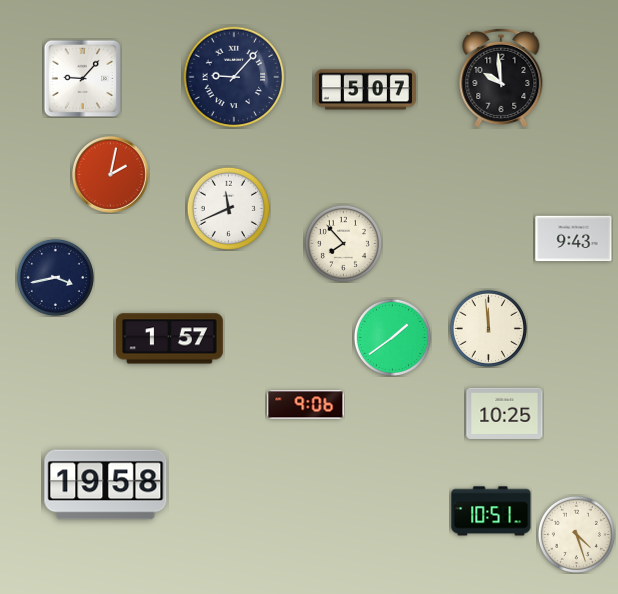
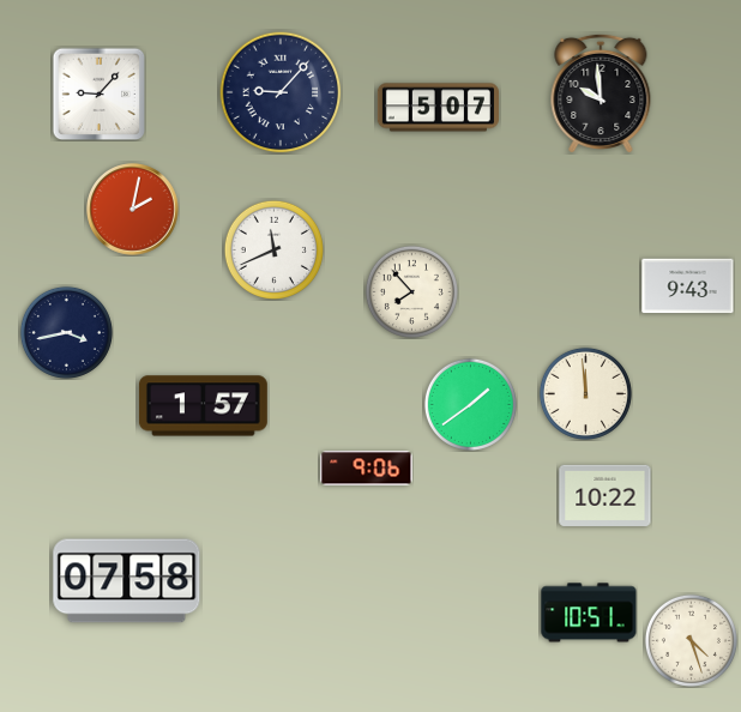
clock at (306, 405) position: (306, 405) -> (367, 469)
clock at (505, 413): 10:25 -> 10:22
clock at (106, 485): 19:58 -> 07:58
